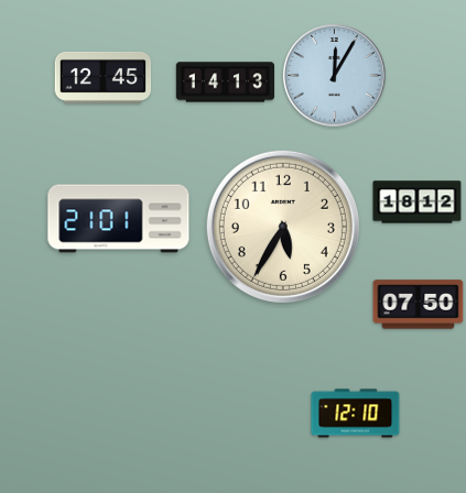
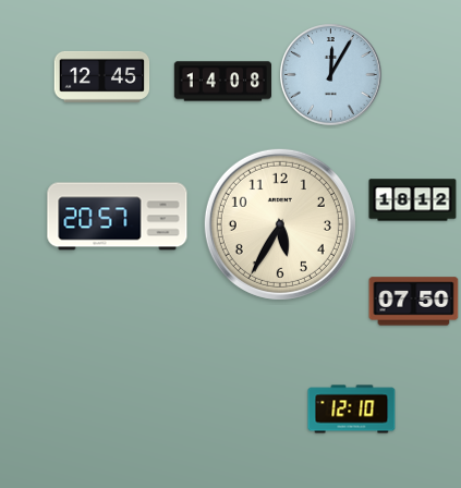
clock at (225, 83): 14:13 -> 14:08
clock at (119, 219): 21:01 -> 20:57
